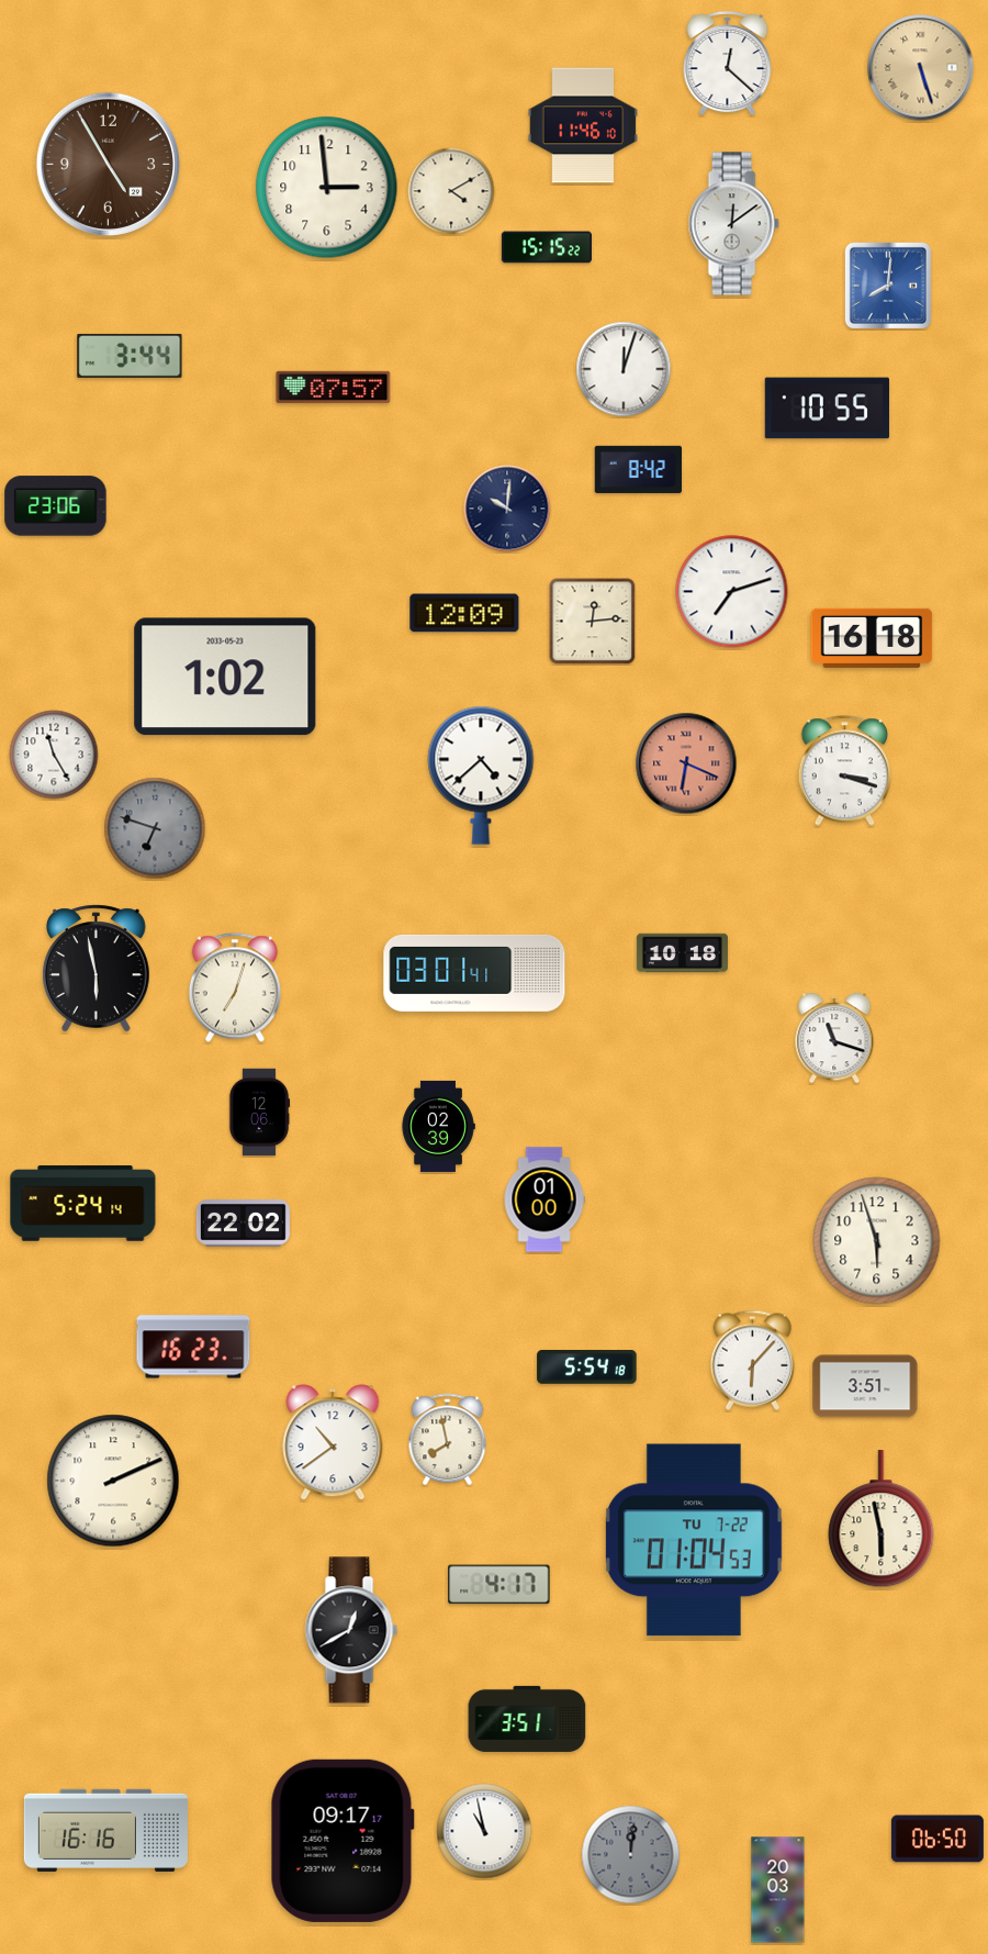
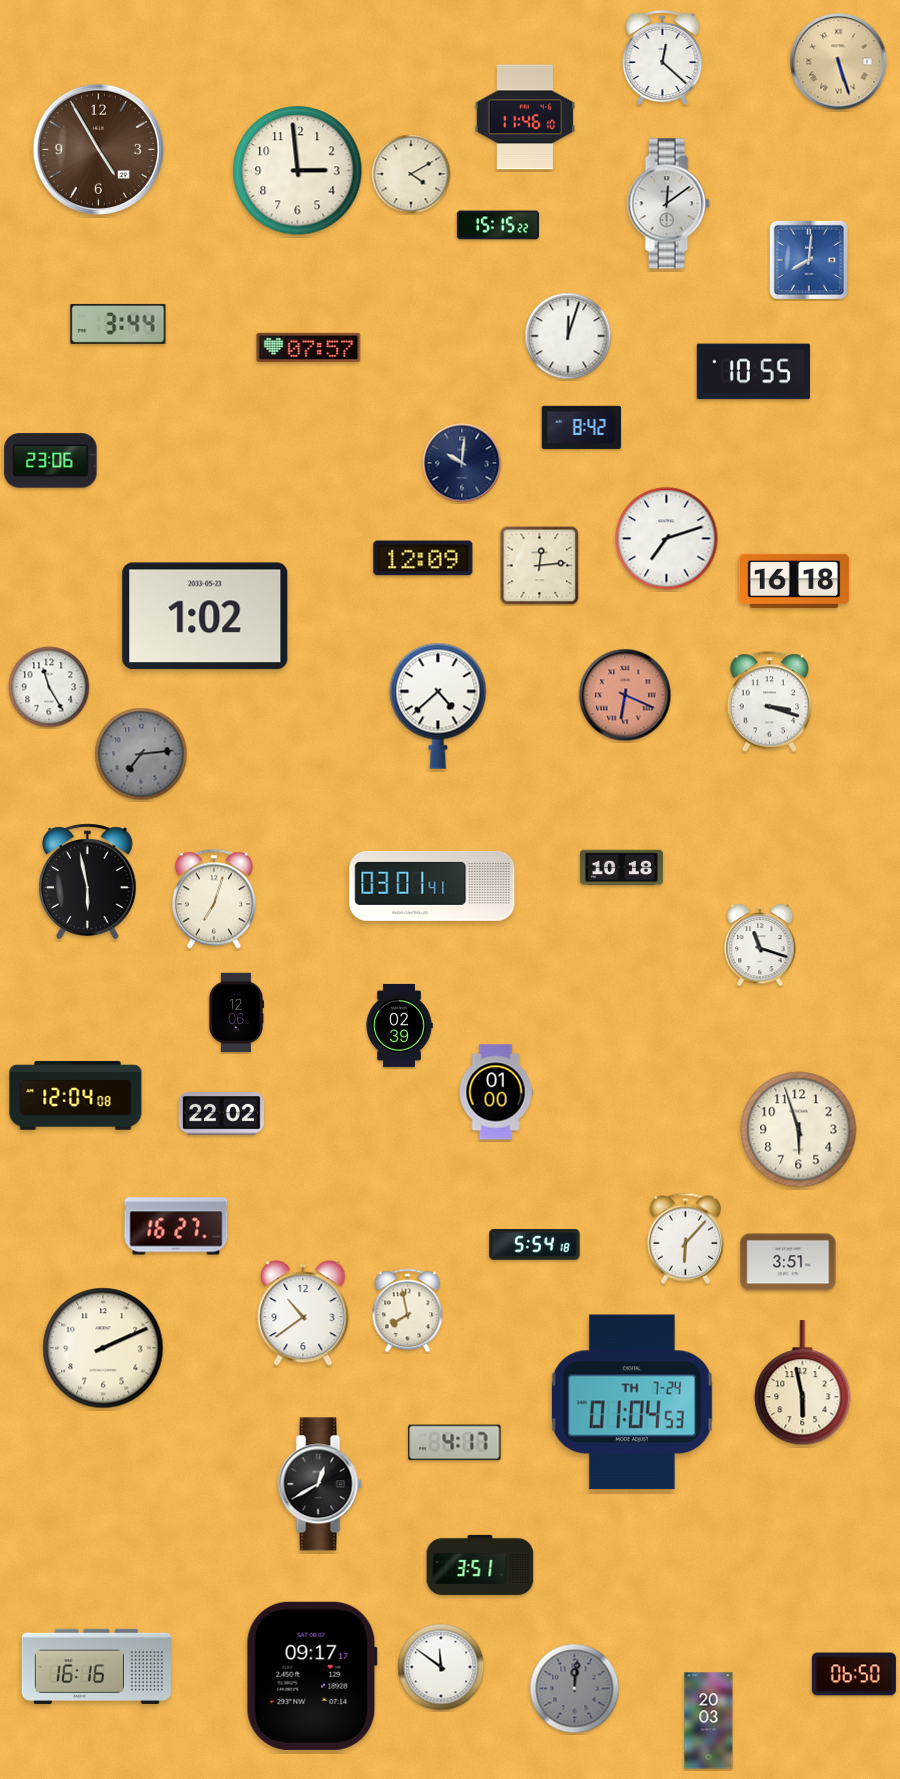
clock at (583, 125) position: (583, 125) -> (525, 117)
clock at (334, 387) position: (334, 387) -> (309, 347)
clock at (155, 828): 6:48 -> 7:14
clock at (83, 1204): 5:24 -> 12:04
clock at (193, 1347): 16:23 -> 16:27
clock at (694, 1540) date: TU 7-22 -> TH 7-24
clock at (484, 1831): 10:58 -> 11:51
